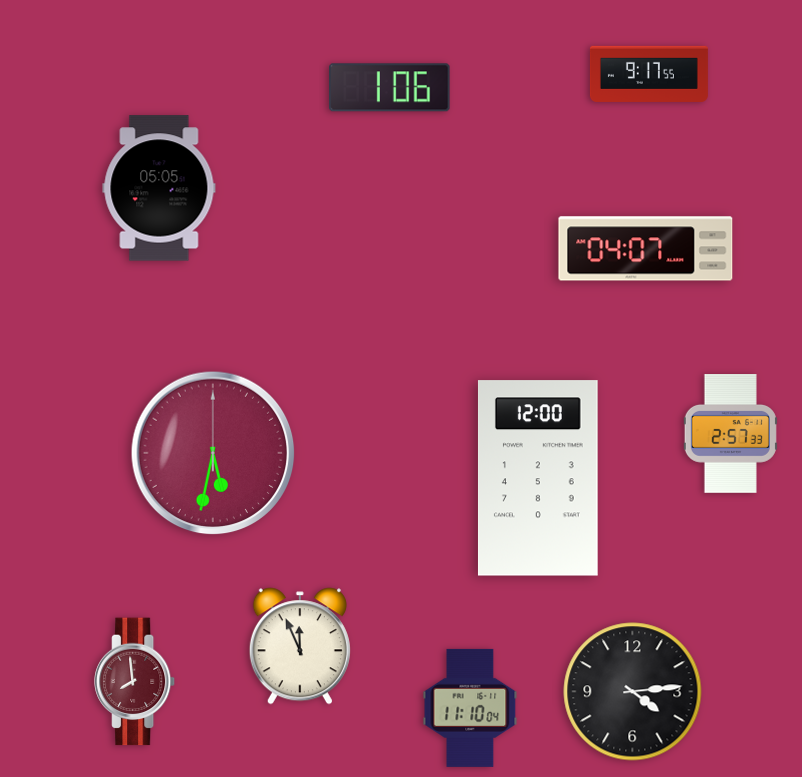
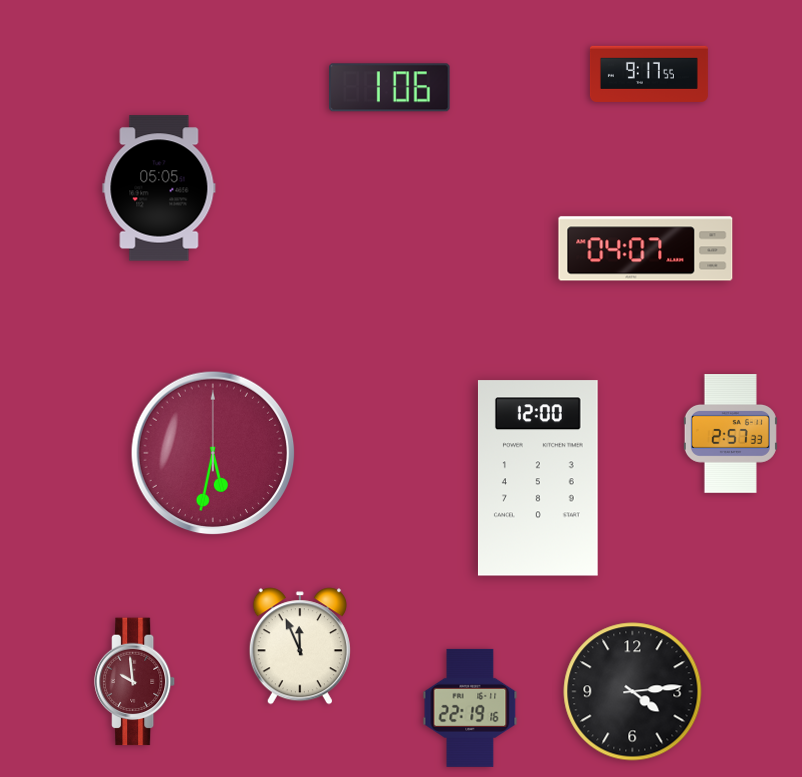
clock at (136, 682): 7:59 -> 9:59
clock at (470, 708): 11:10 -> 22:19
